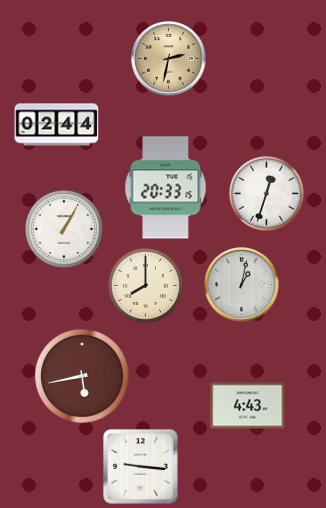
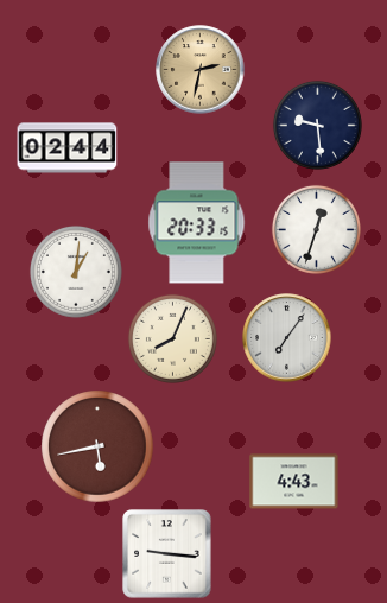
clock at (317, 125): none -> 9:29
clock at (64, 229): 1:05 -> 1:01
clock at (145, 285): 8:00 -> 8:04
clock at (242, 285): 1:02 -> 7:06
